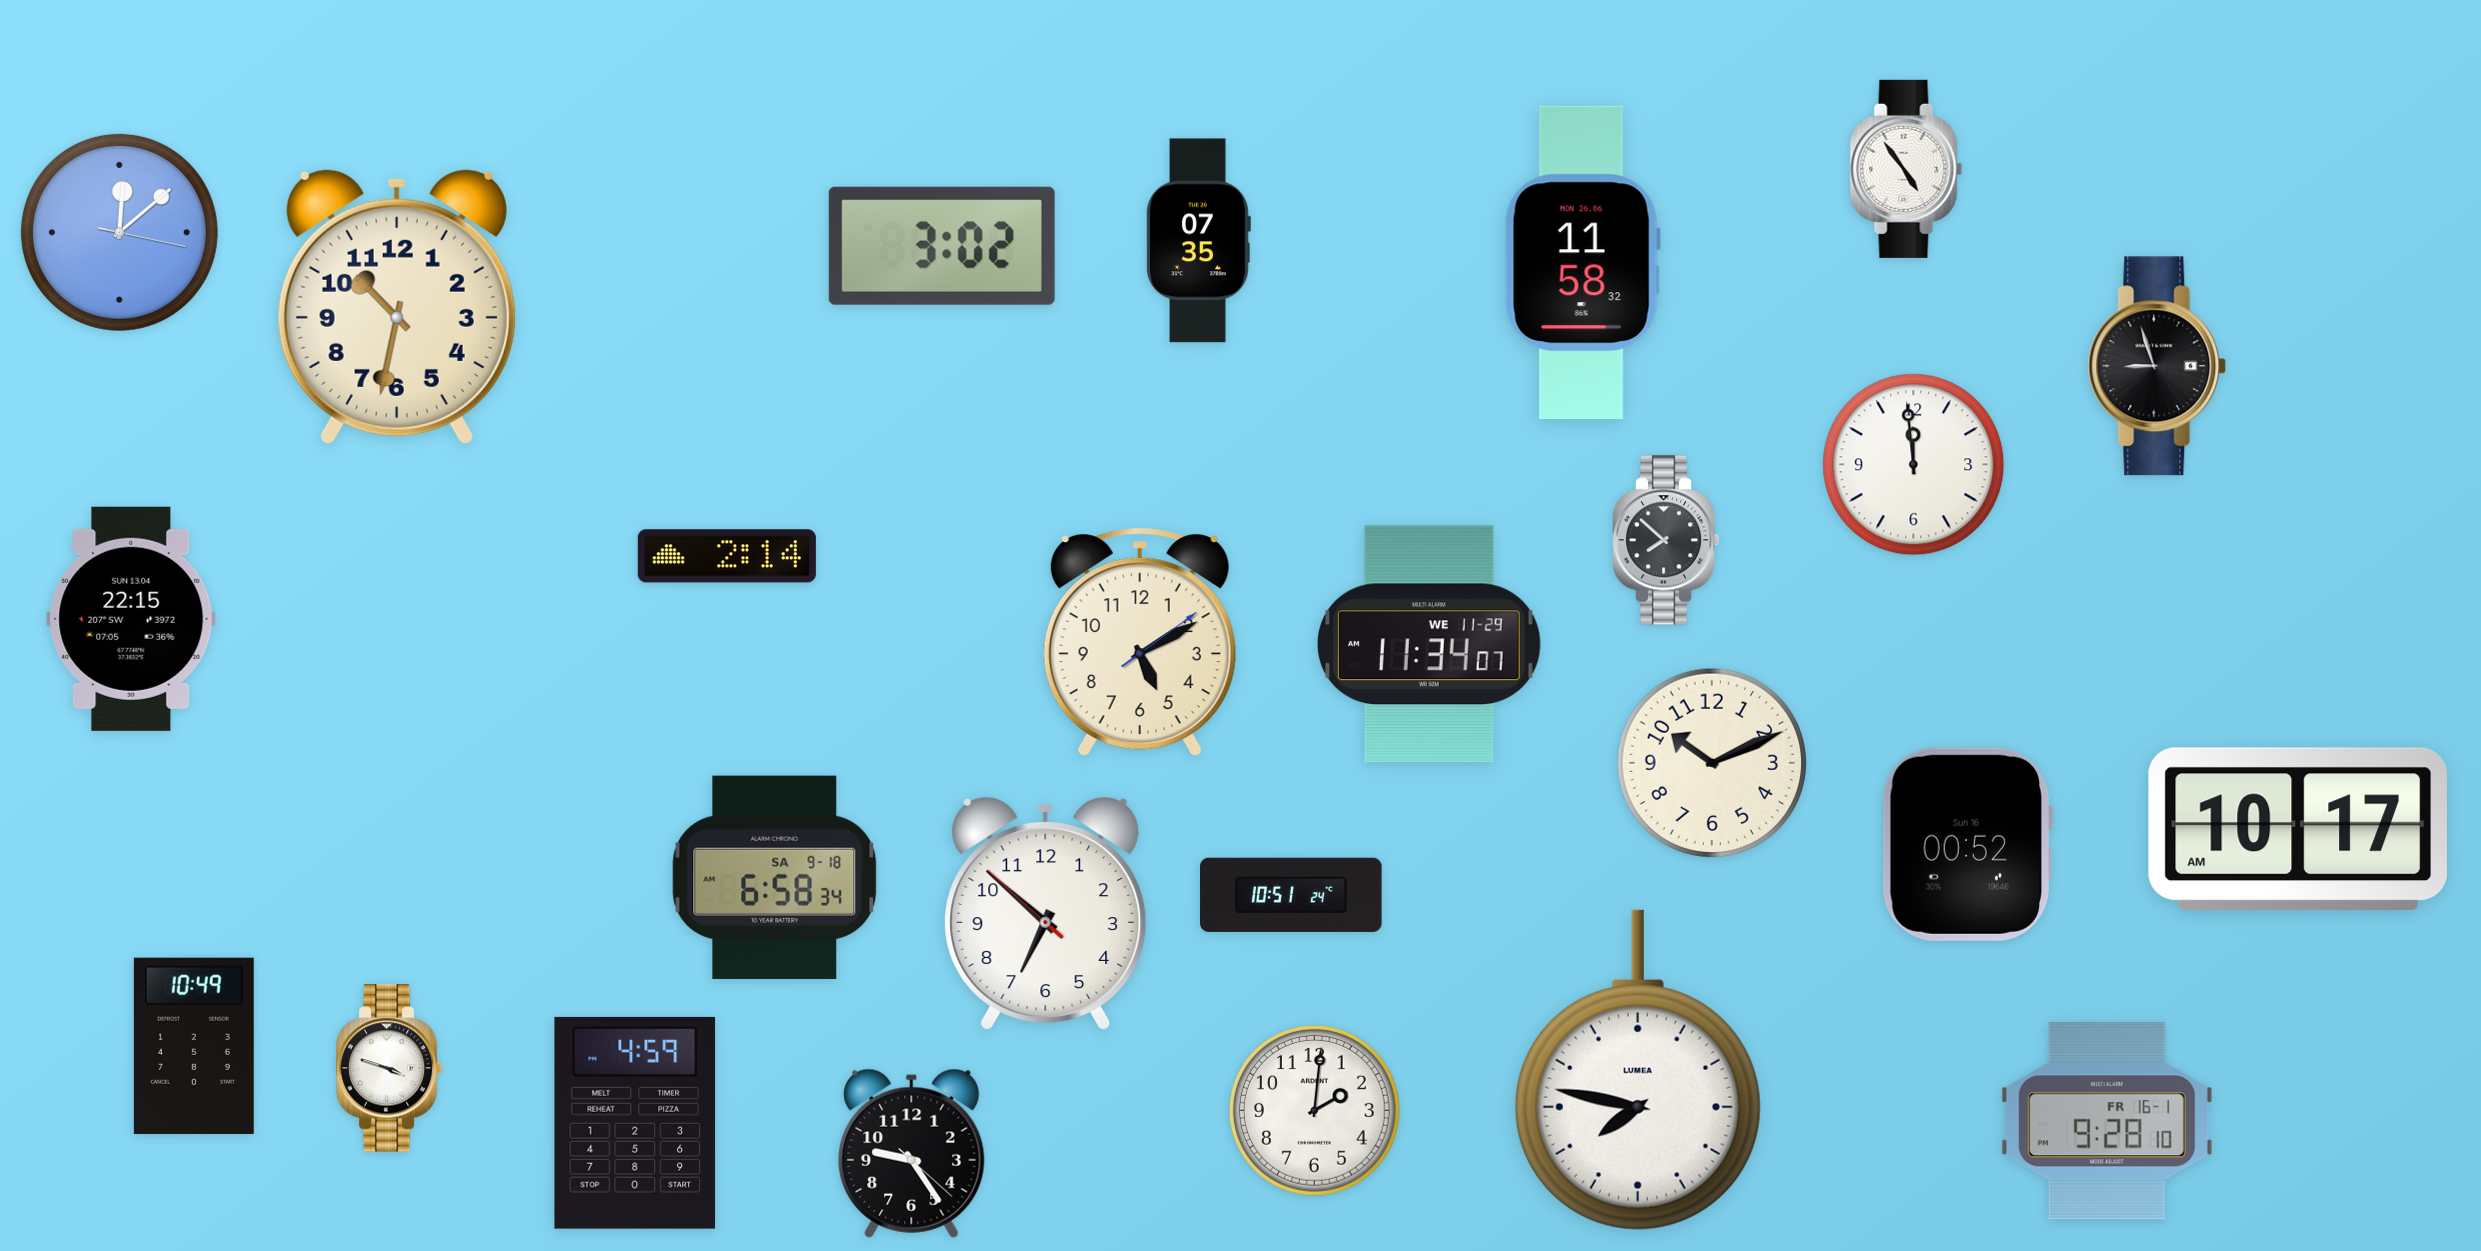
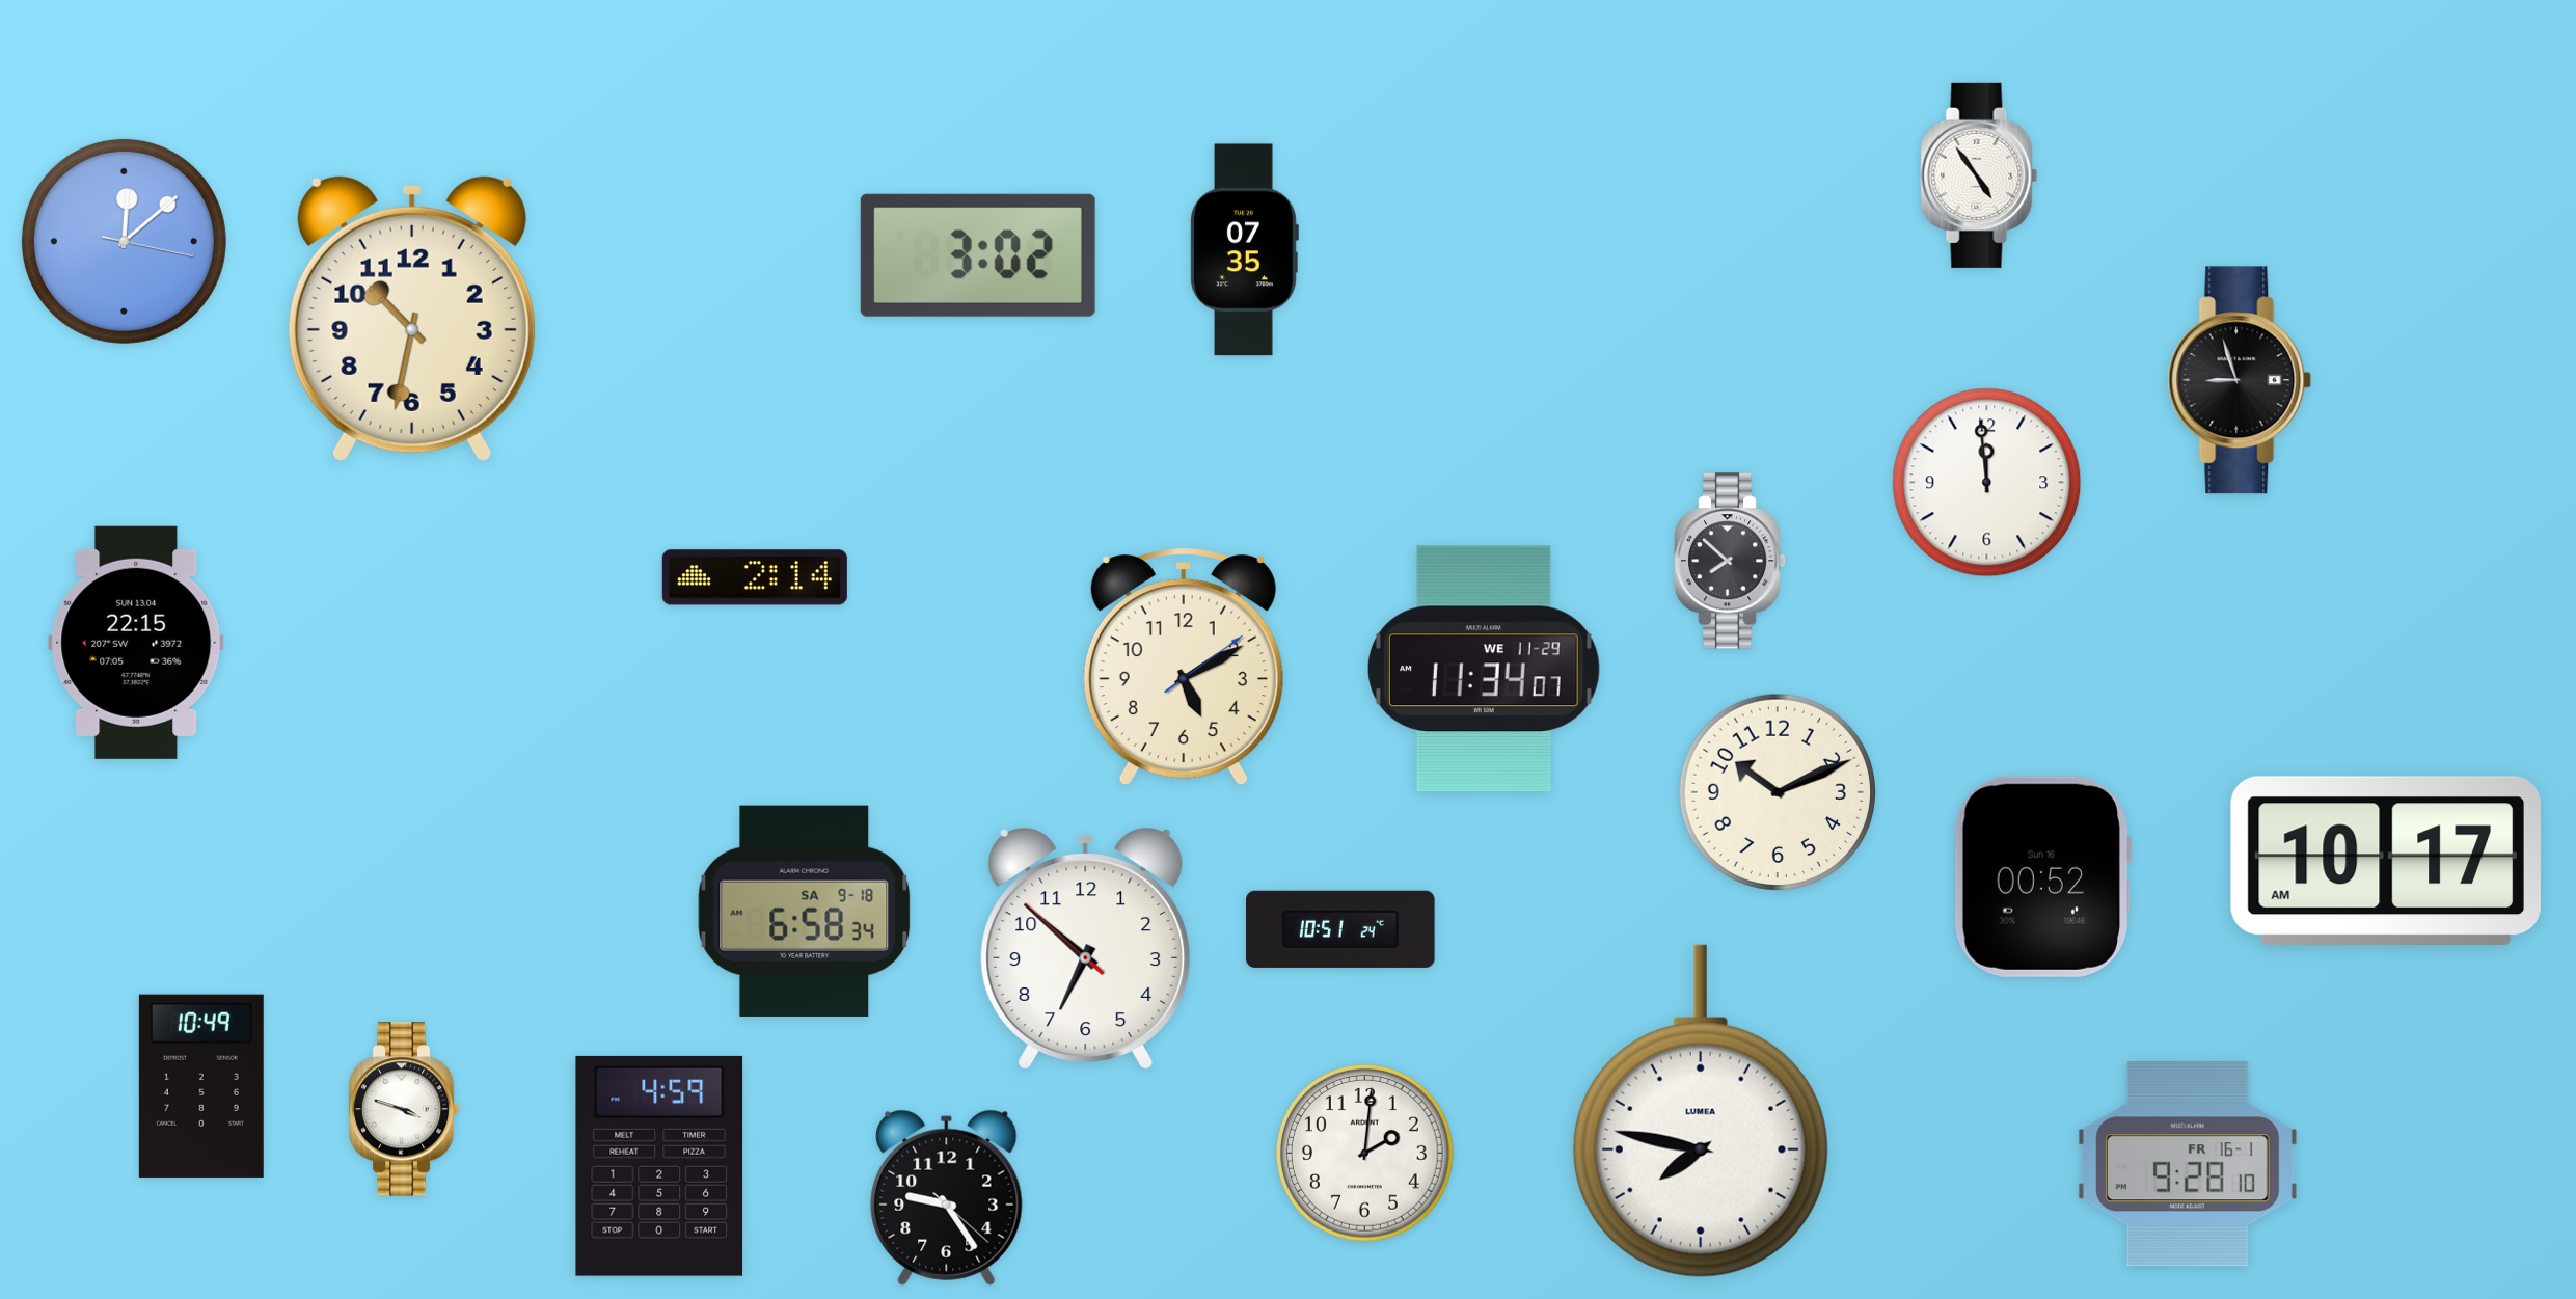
clock at (1582, 263): 11:58 -> none
